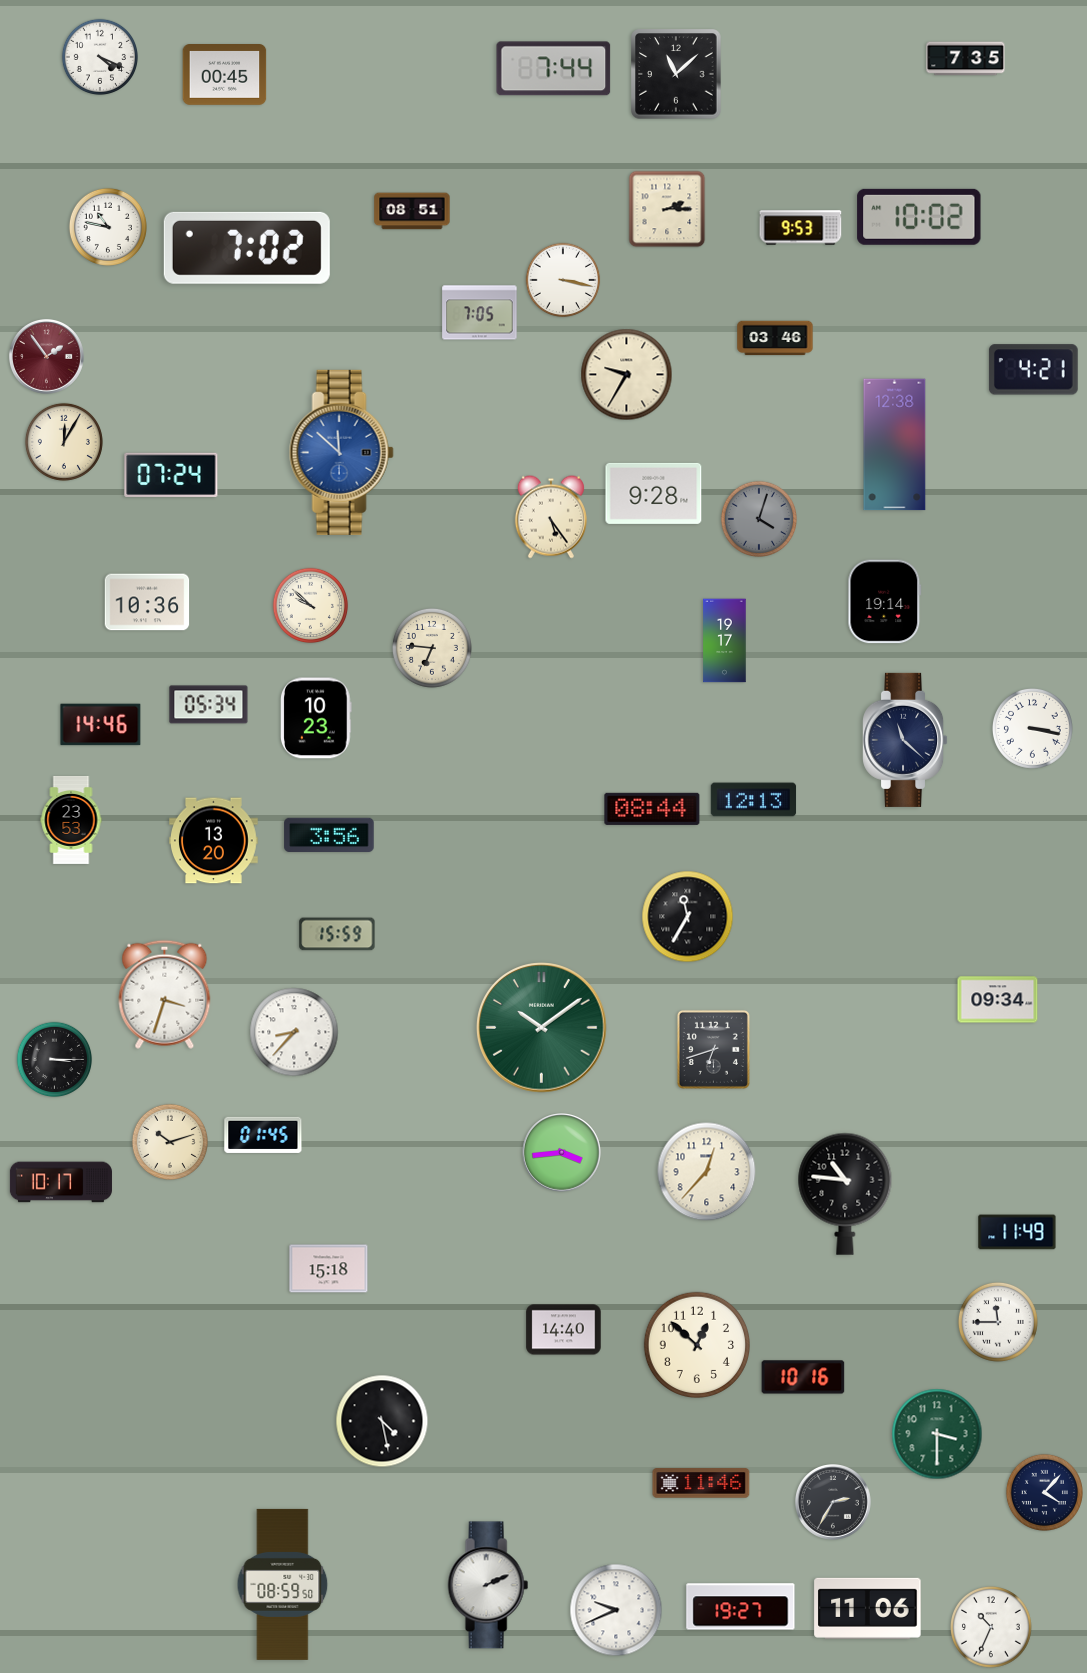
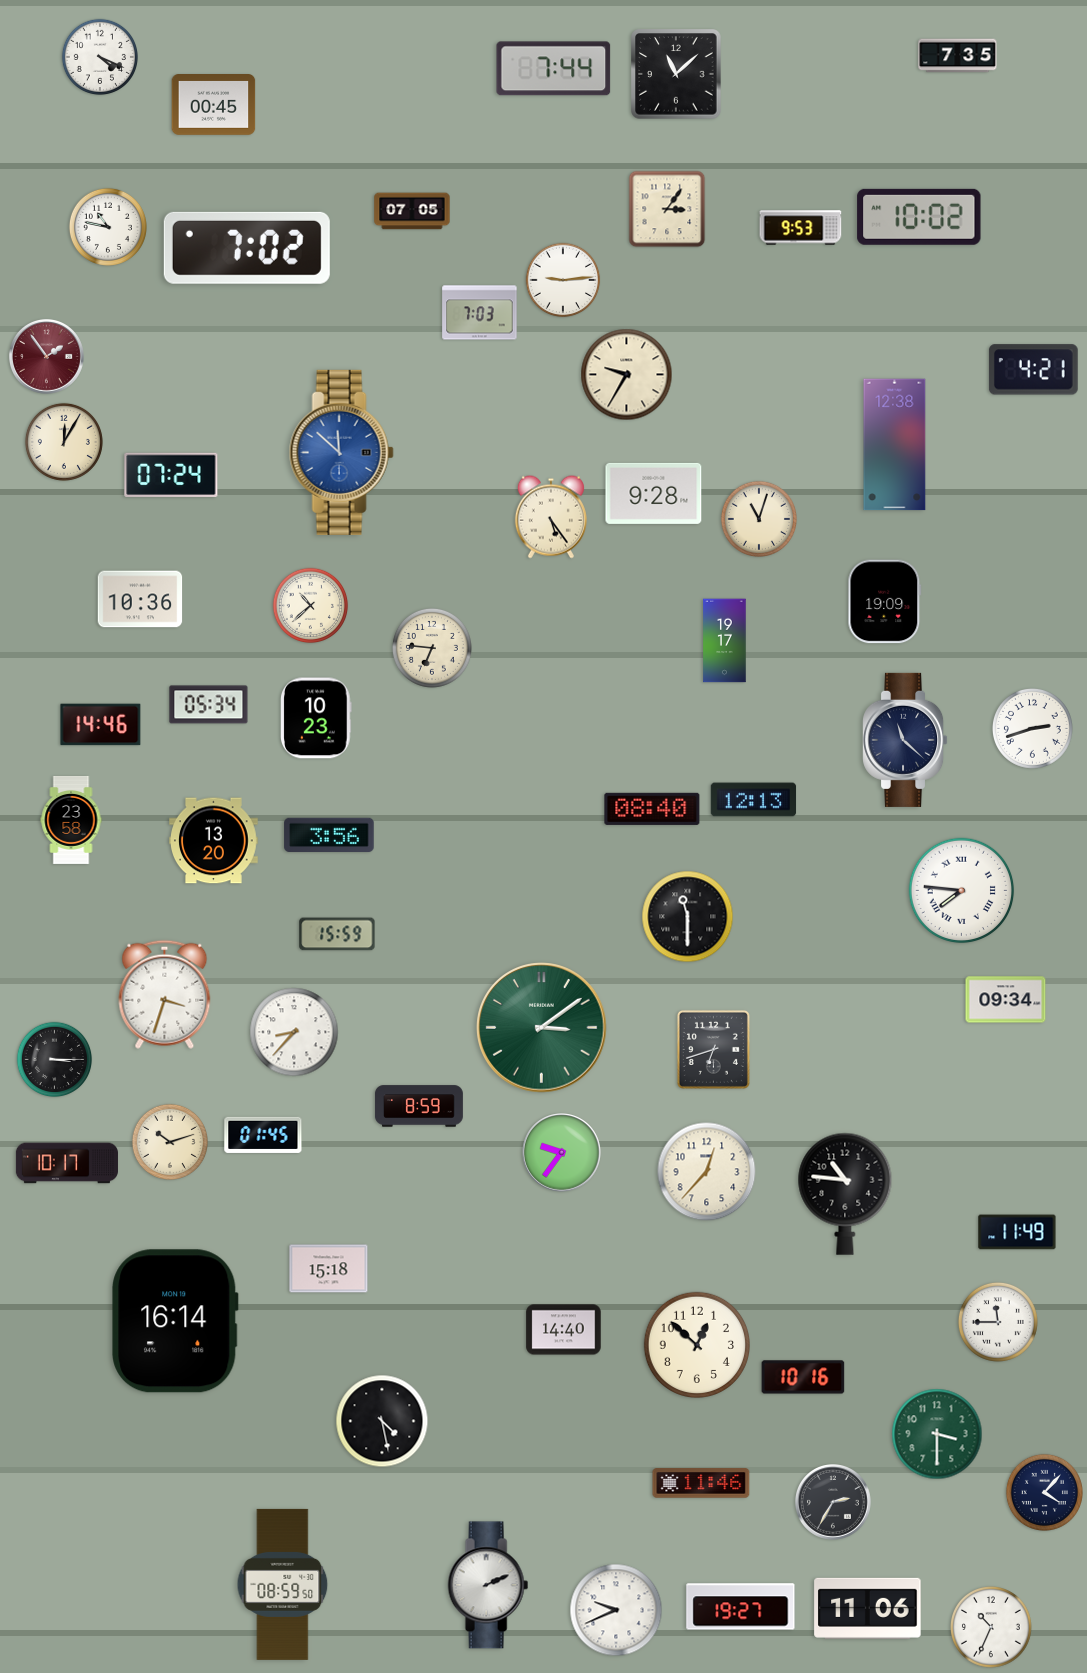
clock at (966, 59) position: (966, 59) -> (958, 56)
clock at (225, 75) position: (225, 75) -> (214, 105)
clock at (667, 209): 2:15 -> 3:06
clock at (412, 211): 08:51 -> 07:05
clock at (563, 280): 3:17 -> 9:14
clock at (480, 313): 7:05 -> 7:03
clock at (775, 338): 03:46 -> none
clock at (758, 518): 4:03 -> 11:03
clock at (758, 518) dial: grey -> cream
clock at (147, 602) position: (147, 602) -> (140, 599)
clock at (885, 602): 19:14 -> 19:09
clock at (311, 606): 9:52 -> 10:38
clock at (1032, 728): 3:17 -> 2:42
clock at (652, 809): 08:44 -> 08:40
clock at (71, 820): 23:53 -> 23:58
clock at (962, 891): none -> 7:46
clock at (688, 917): 11:35 -> 11:30
clock at (998, 1000) position: (998, 1000) -> (1006, 1000)
clock at (542, 1028): 10:09 -> 3:09
clock at (419, 1106): none -> 8:59
clock at (562, 1153): 3:44 -> 9:36
clock at (61, 1182) position: (61, 1182) -> (67, 1163)
clock at (175, 1321): none -> 16:14
